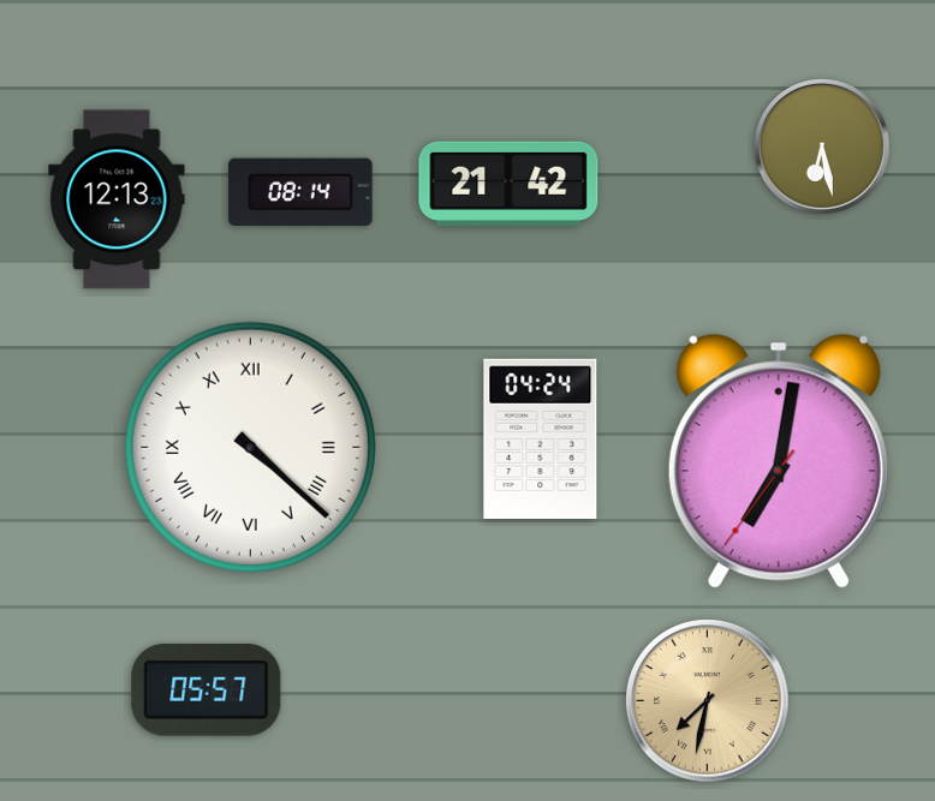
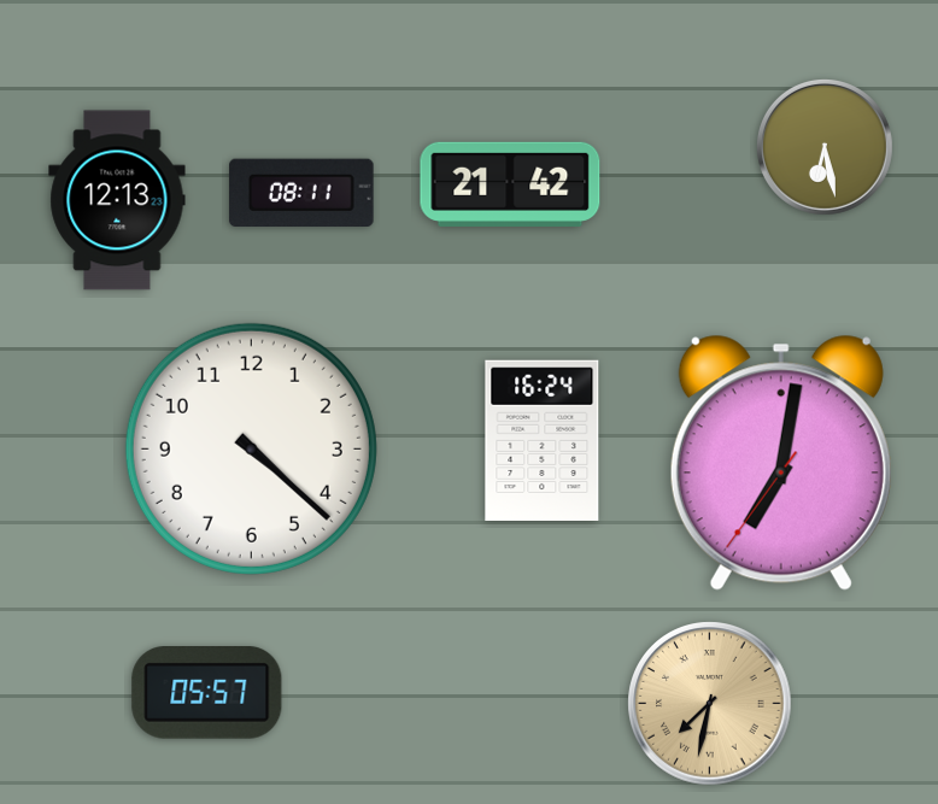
clock at (300, 191): 08:14 -> 08:11
clock at (541, 438): 04:24 -> 16:24
clock at (250, 447) numerals: Roman -> Arabic
